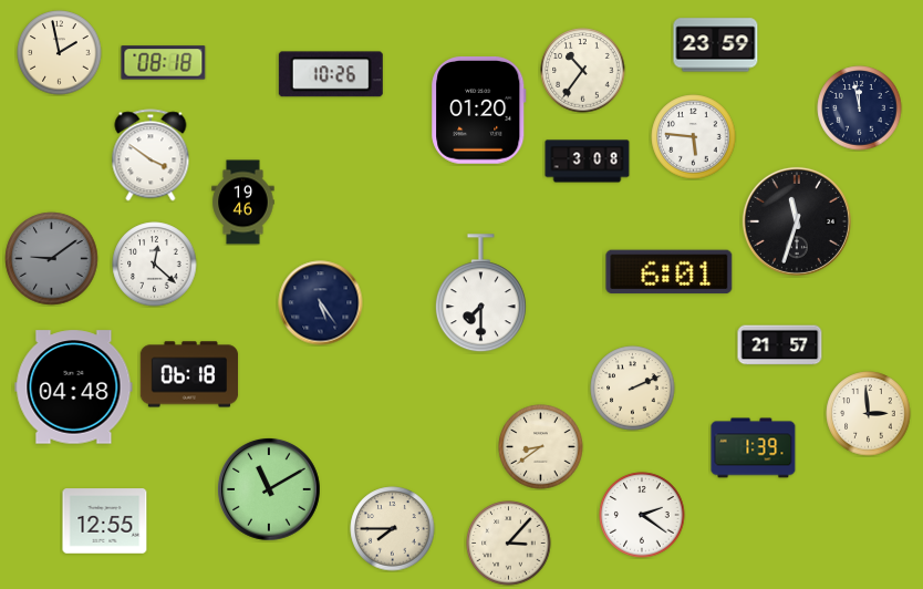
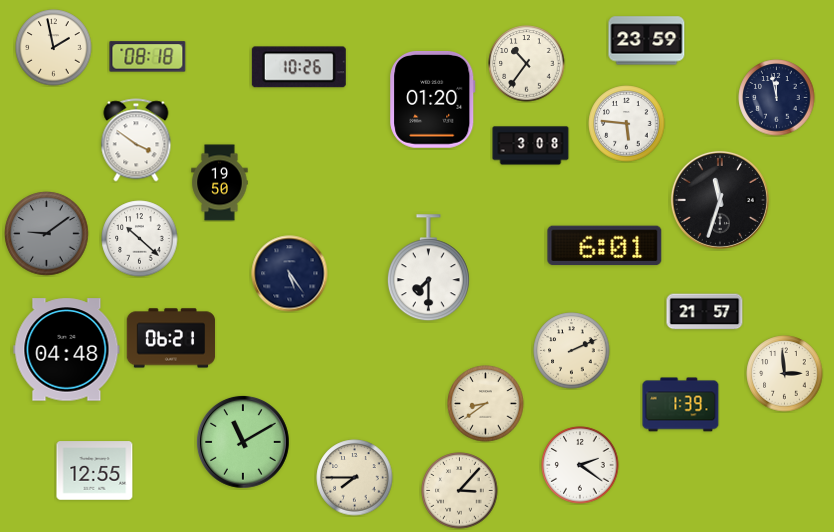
clock at (243, 203): 19:46 -> 19:50
clock at (155, 265): 12:22 -> 10:22
clock at (480, 293) position: (480, 293) -> (428, 268)
clock at (189, 374): 06:18 -> 06:21
clock at (541, 447) position: (541, 447) -> (486, 404)
